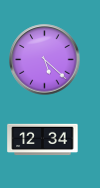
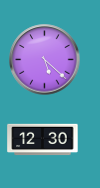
clock at (43, 140): 12:34 -> 12:30
